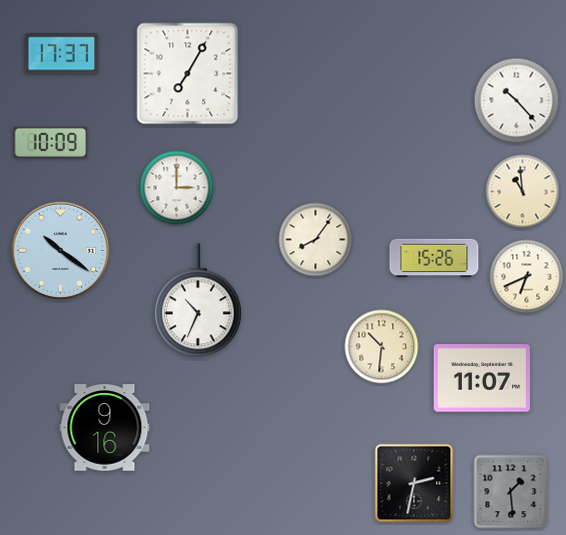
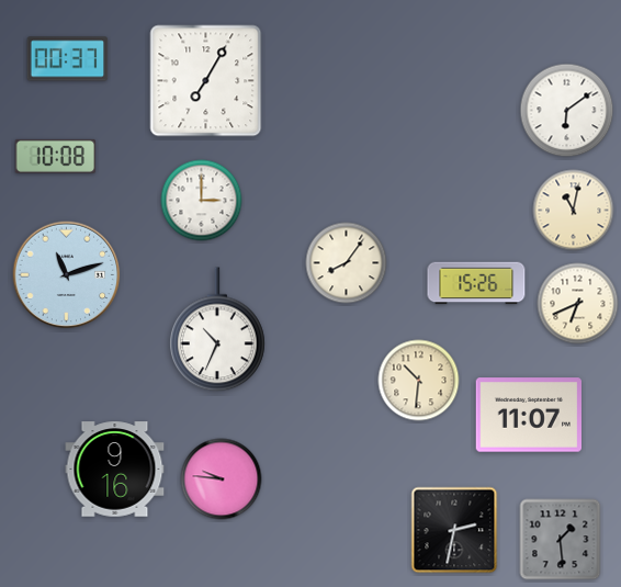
clock at (62, 54): 17:37 -> 00:37
clock at (517, 101): 10:23 -> 6:09
clock at (51, 142): 10:09 -> 10:08
clock at (177, 188) position: (177, 188) -> (202, 201)
clock at (523, 192): 10:59 -> 11:02
clock at (61, 251): 10:21 -> 11:12
clock at (222, 479): none -> 9:46
